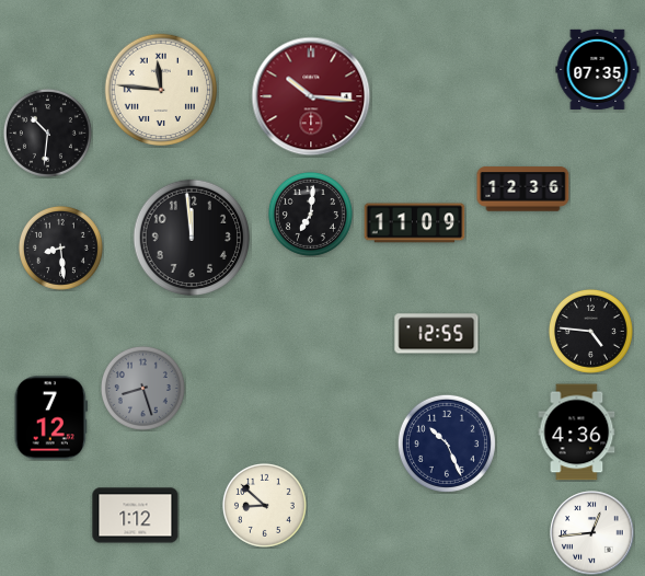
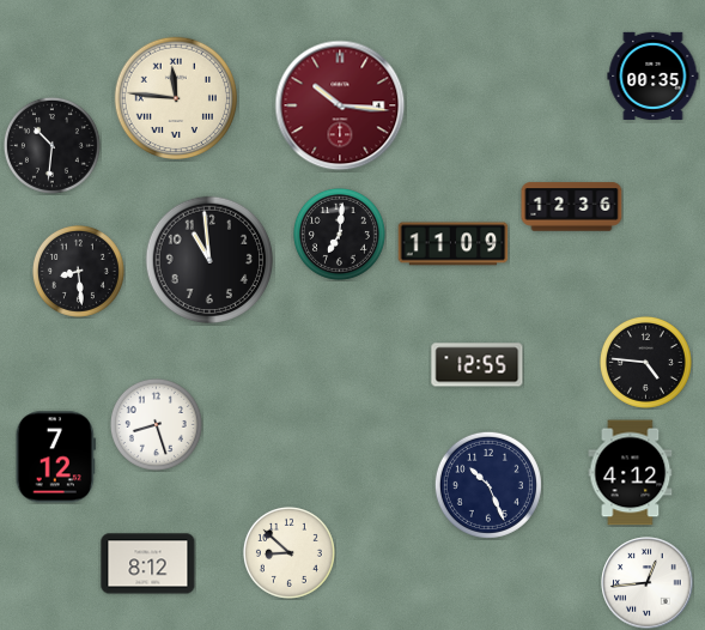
clock at (598, 69): 07:35 -> 00:35
clock at (192, 238): 11:59 -> 10:59
clock at (60, 247) position: (60, 247) -> (78, 271)
clock at (142, 388) dial: grey -> white
clock at (577, 433): 4:36 -> 4:12
clock at (136, 516): 1:12 -> 8:12
